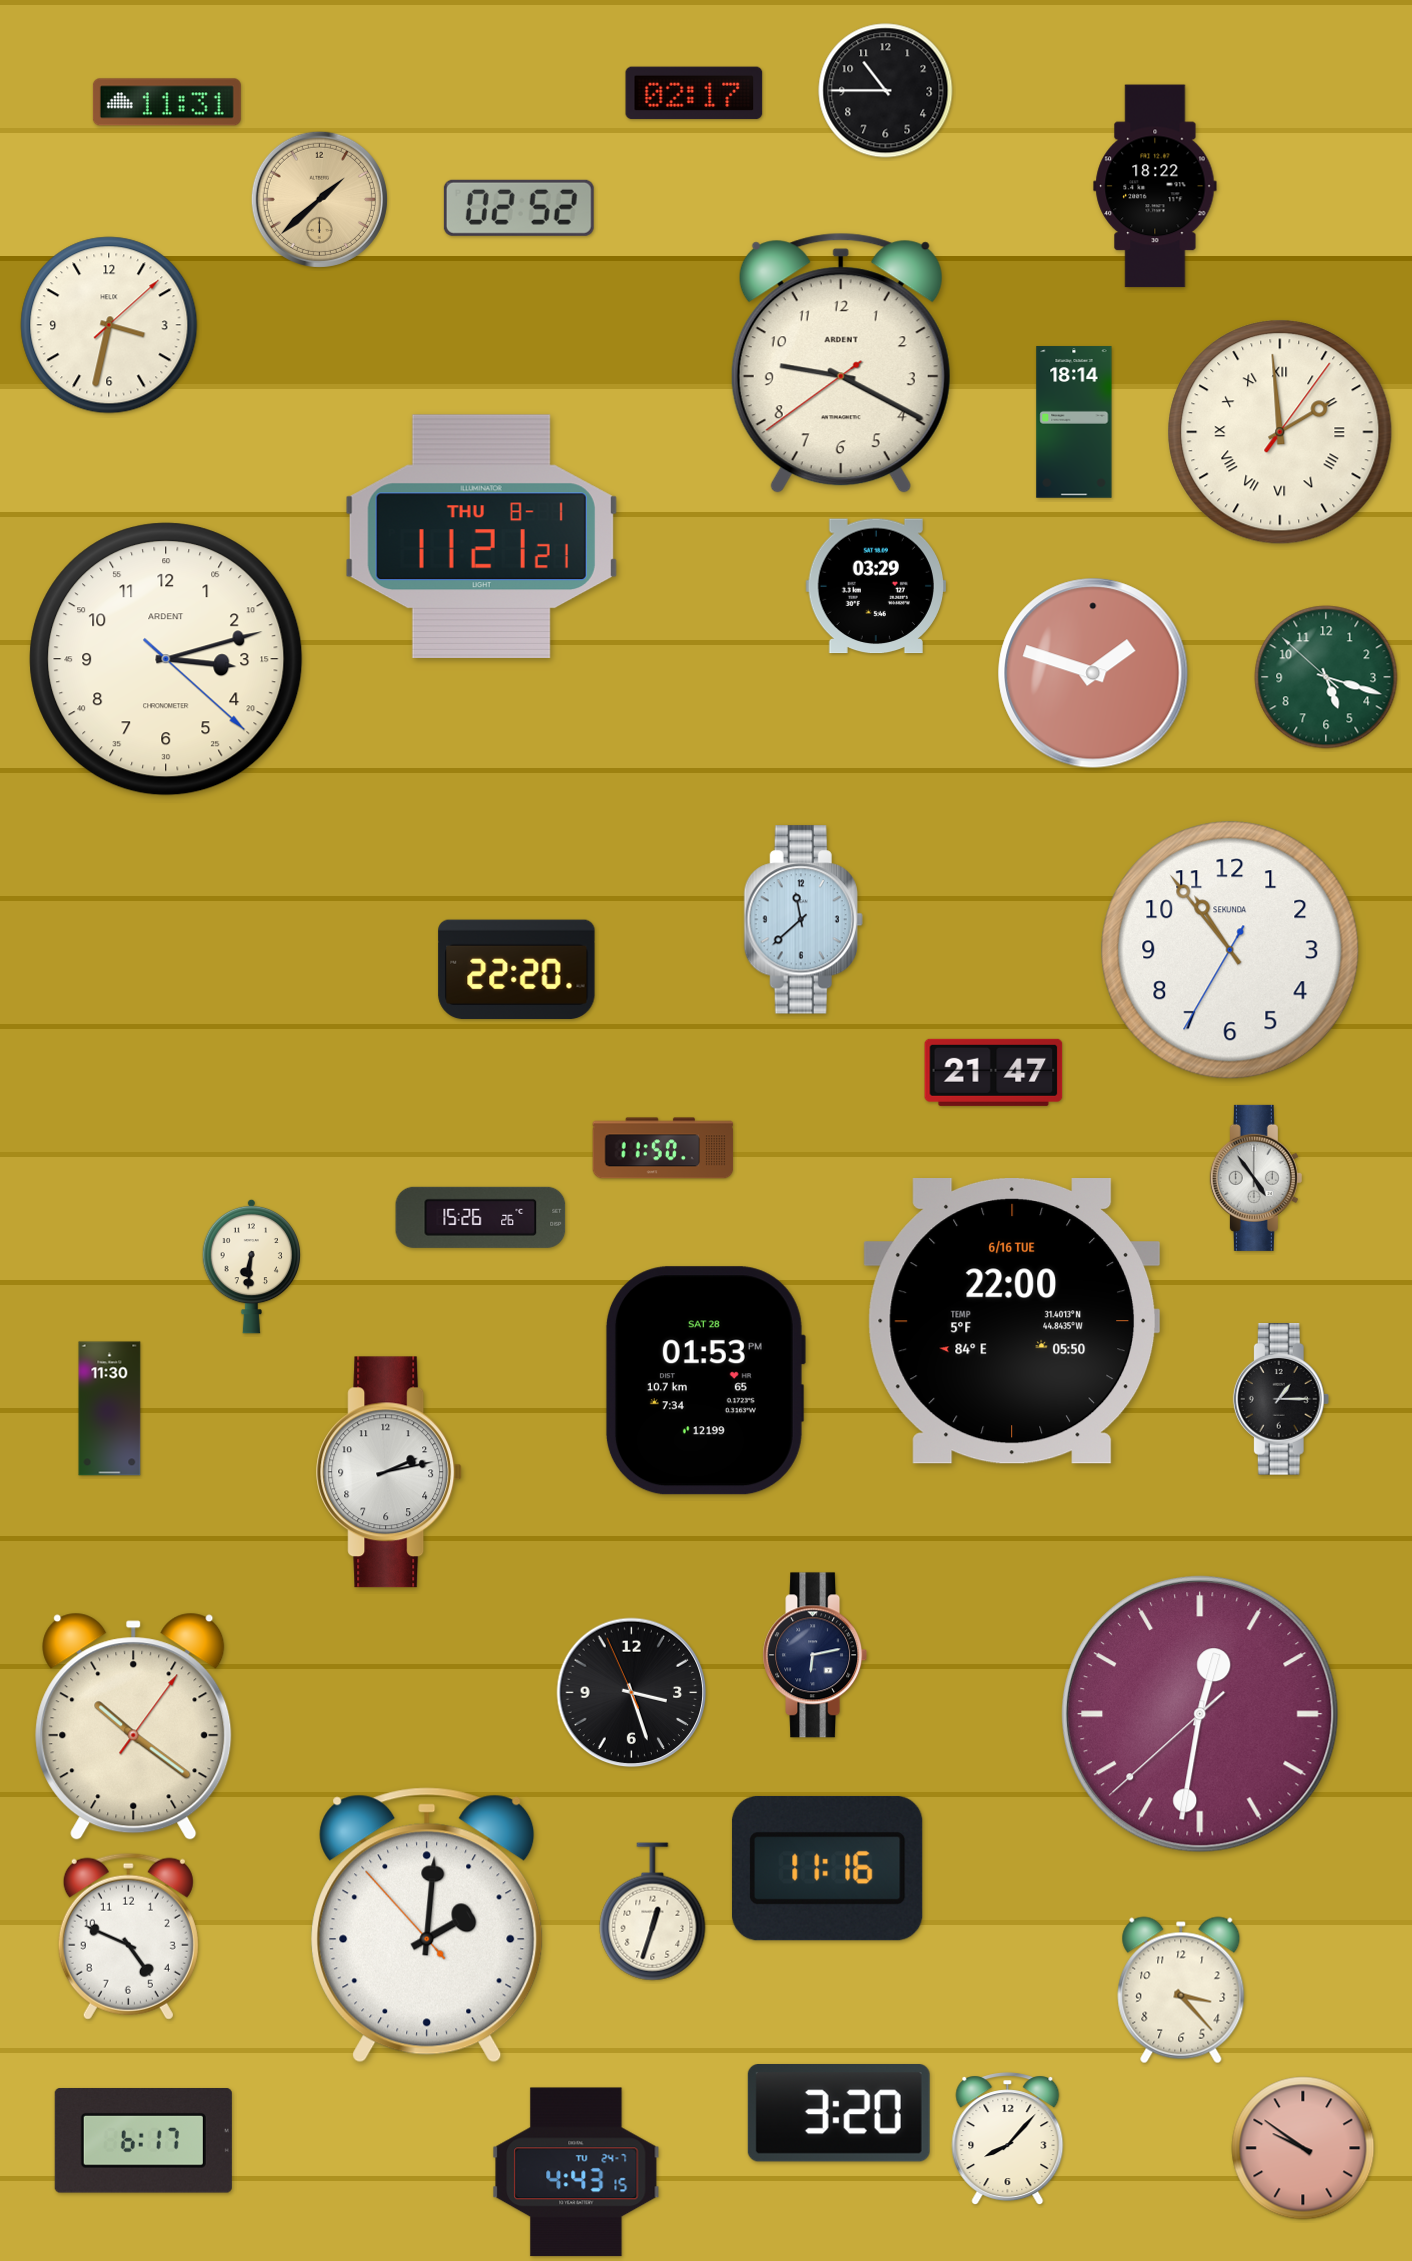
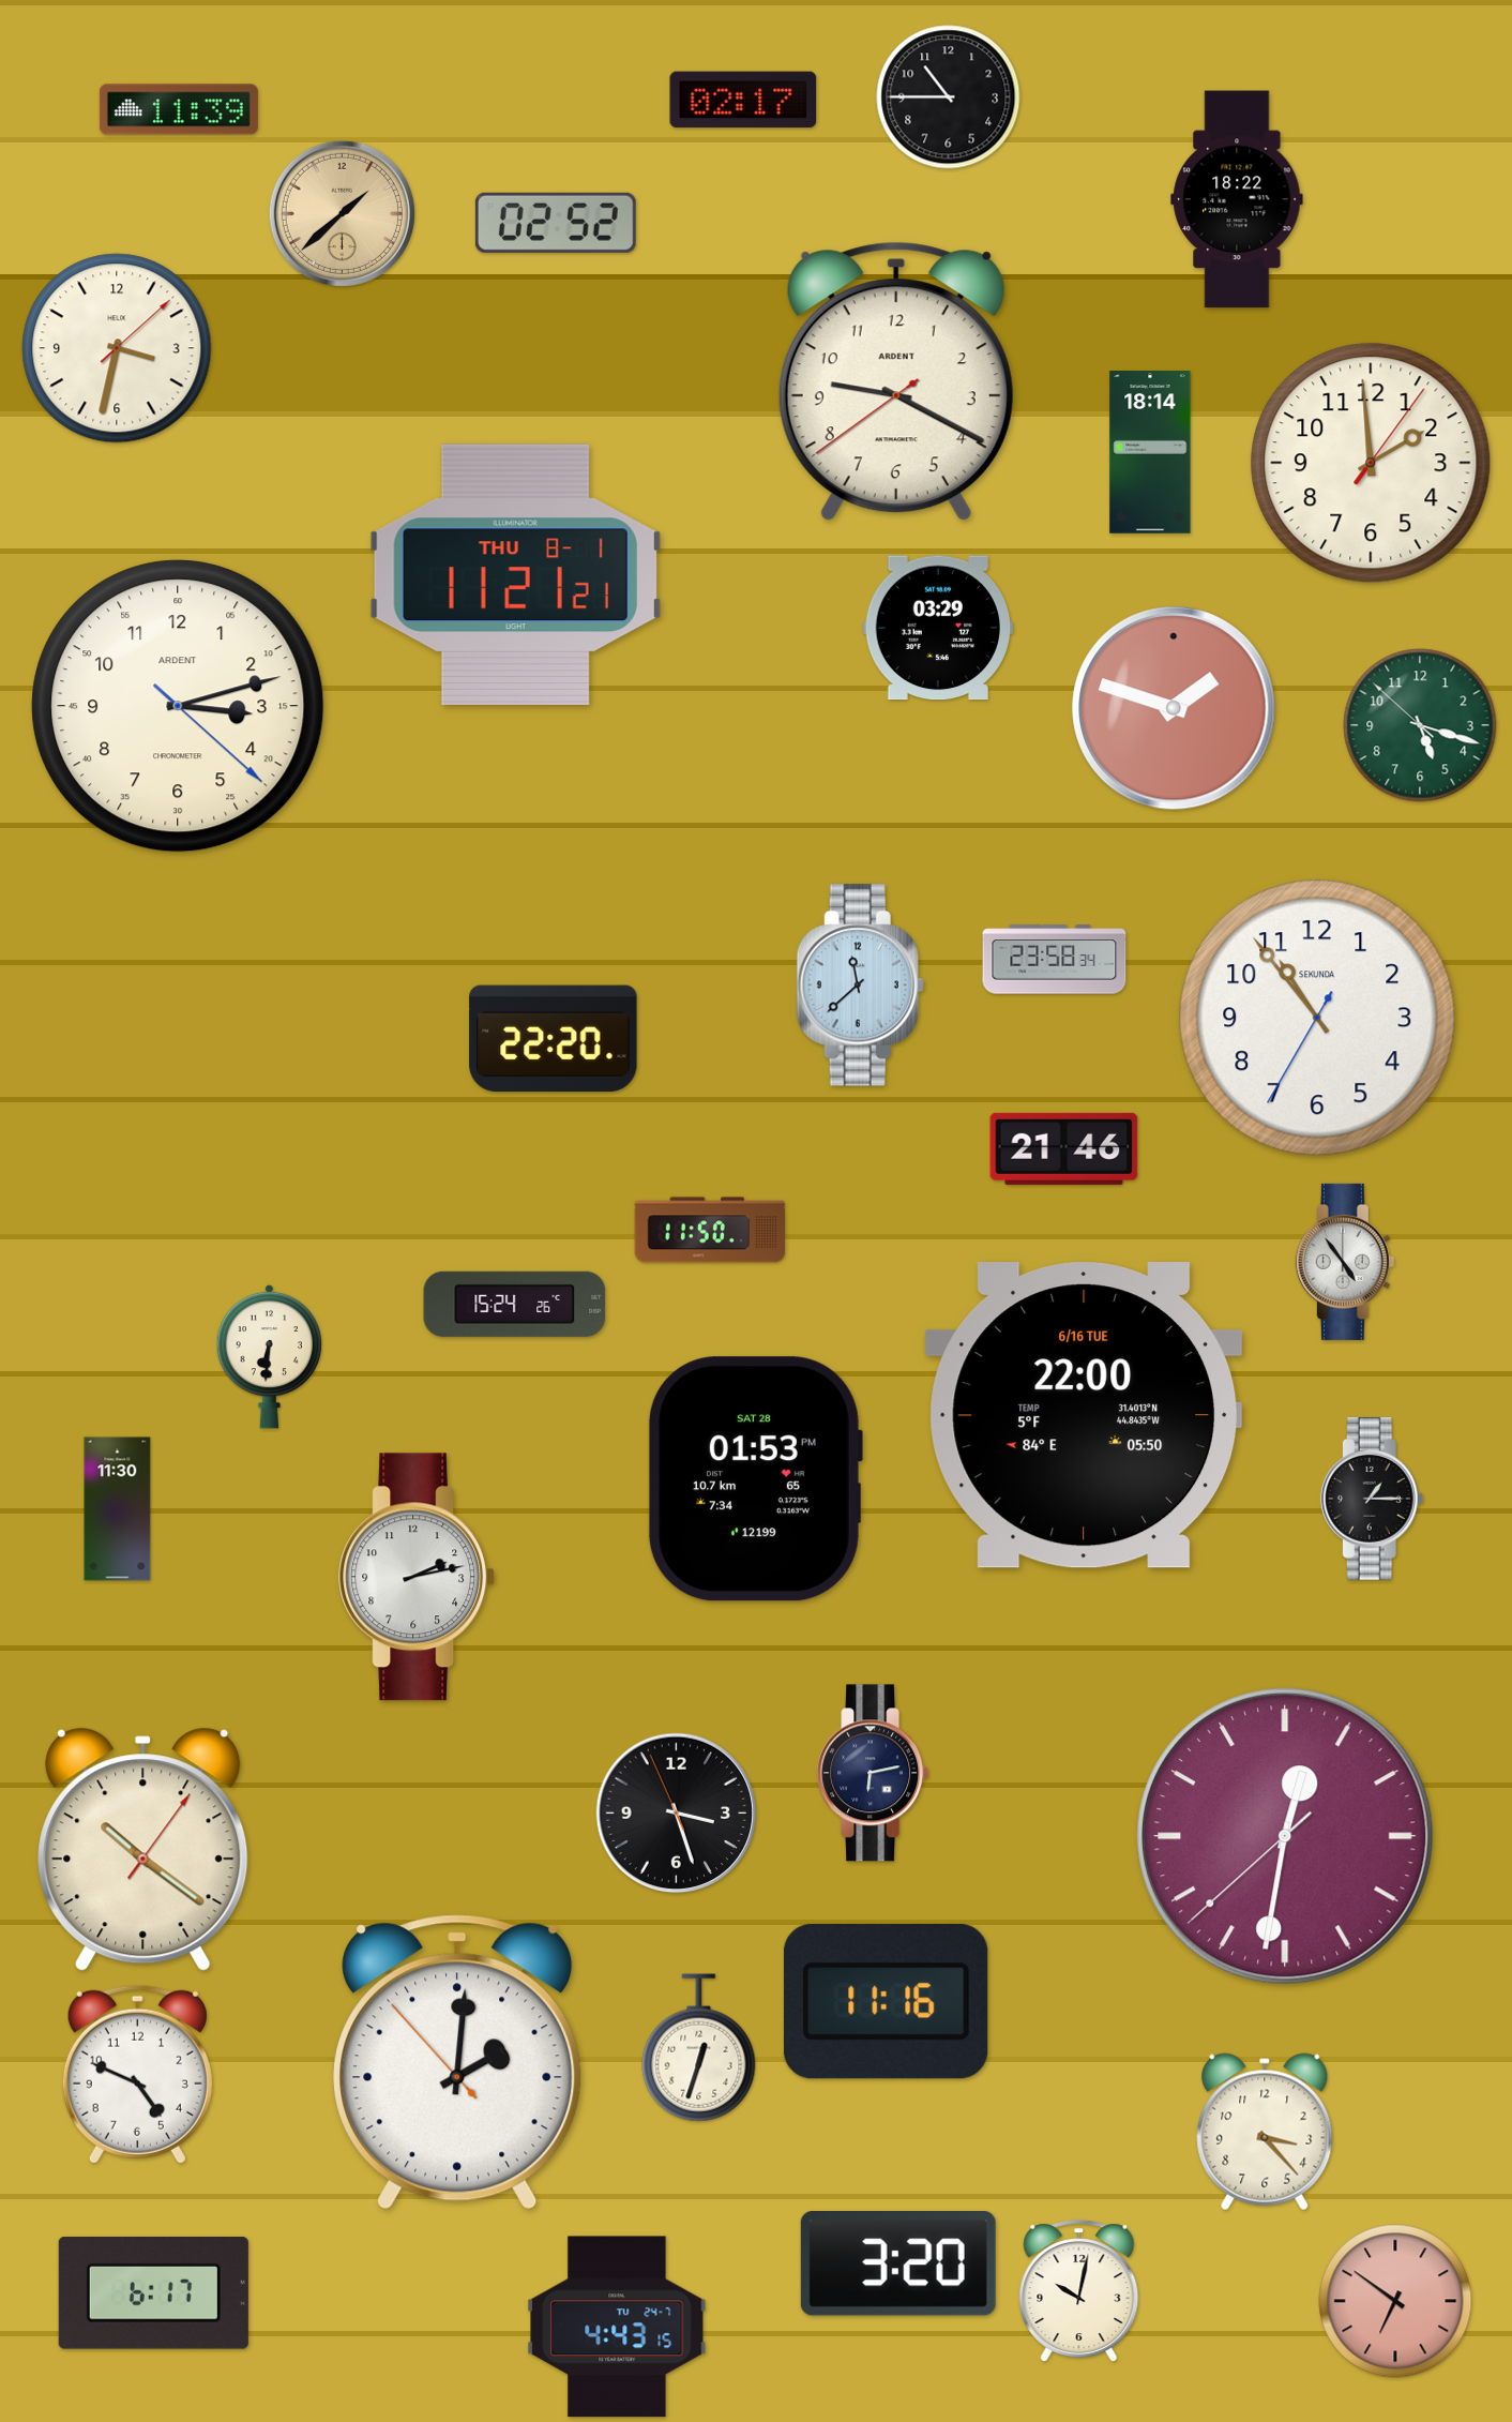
clock at (167, 102): 11:31 -> 11:39
clock at (841, 363) position: (841, 363) -> (896, 381)
clock at (1280, 432) numerals: Roman -> Arabic
clock at (1093, 673) position: (1093, 673) -> (1174, 708)
clock at (1055, 960): none -> 23:58
clock at (994, 1072): 21:47 -> 21:46
clock at (481, 1217): 15:26 -> 15:24
clock at (1008, 2139): 8:07 -> 10:02
clock at (1303, 2148): 9:51 -> 6:51
